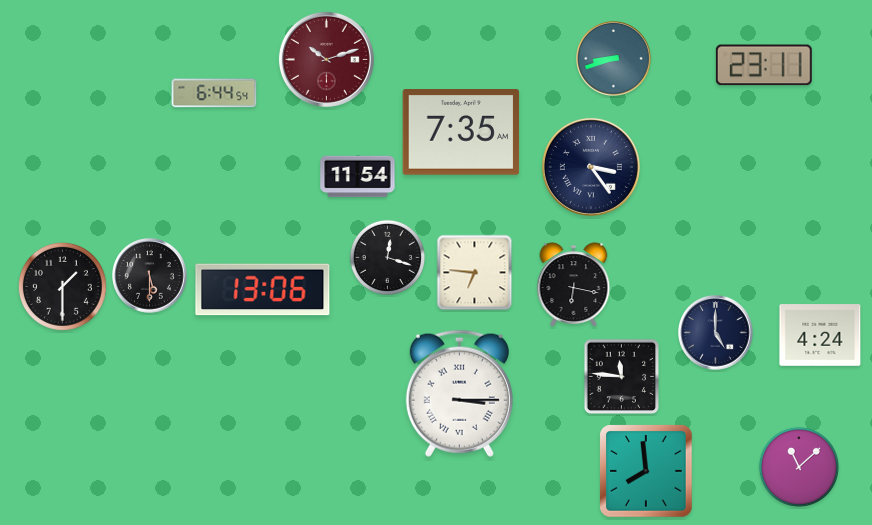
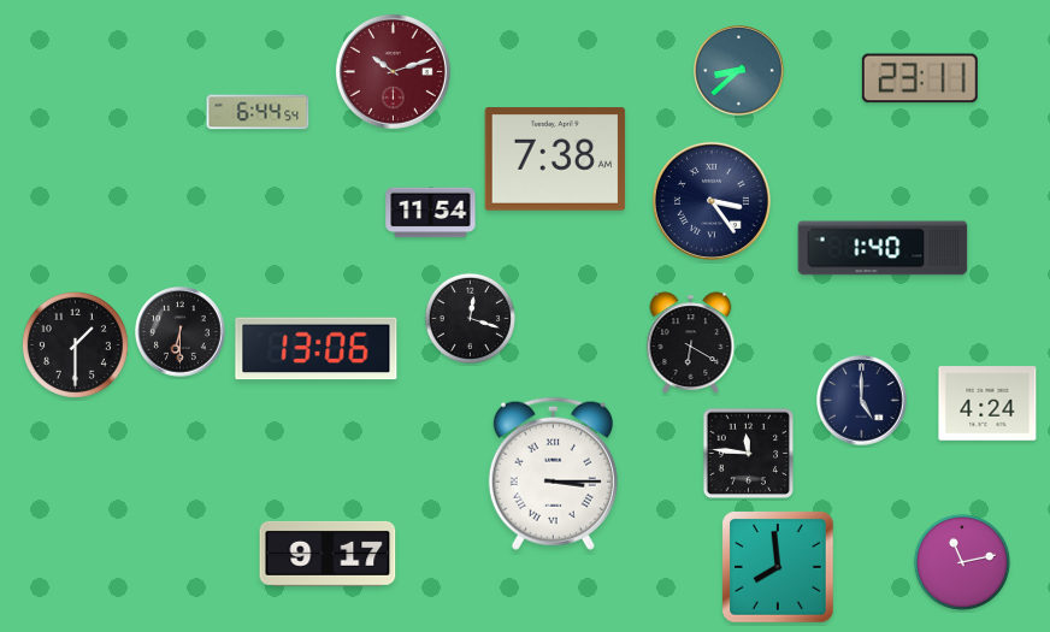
clock at (614, 59): 8:42 -> 8:38
clock at (461, 132): 7:35 -> 7:38
clock at (883, 248): none -> 1:40
clock at (387, 257) position: (387, 257) -> (470, 318)
clock at (475, 273): 6:46 -> none
clock at (150, 276): 5:30 -> 6:30
clock at (574, 285): 6:17 -> 6:20
clock at (328, 554): none -> 9:17
clock at (799, 467): 11:08 -> 11:13
